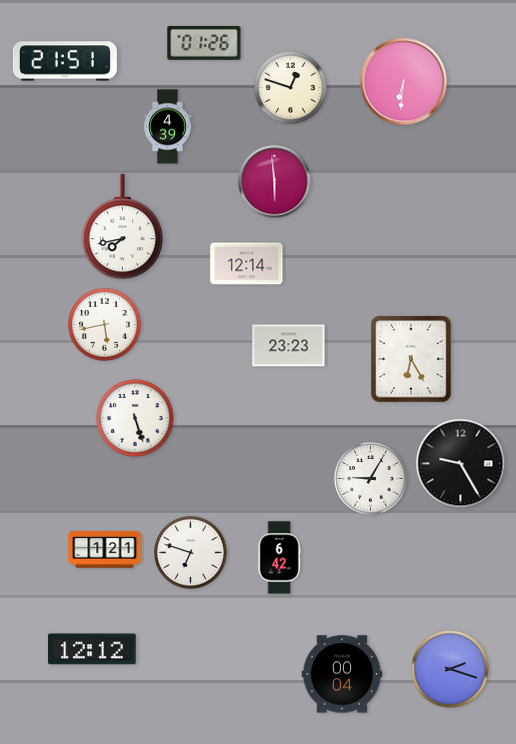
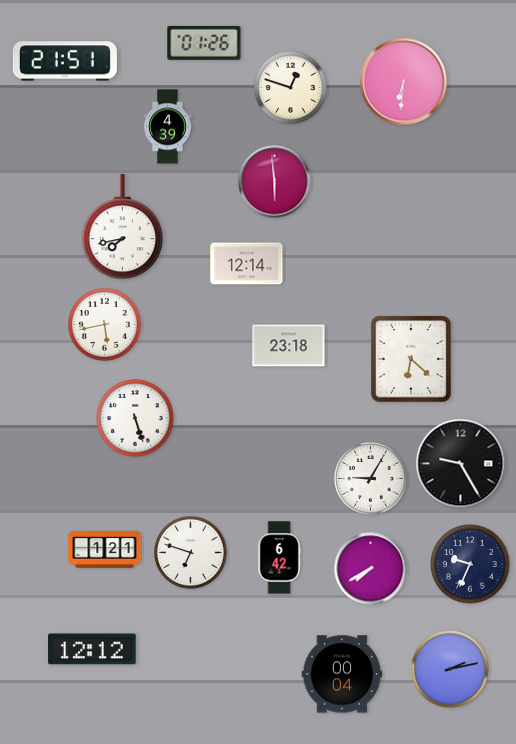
clock at (289, 346): 23:23 -> 23:18
clock at (412, 359): 6:25 -> 6:22
clock at (470, 564): none -> 9:34
clock at (371, 569): none -> 7:40
clock at (450, 669): 2:18 -> 2:13
